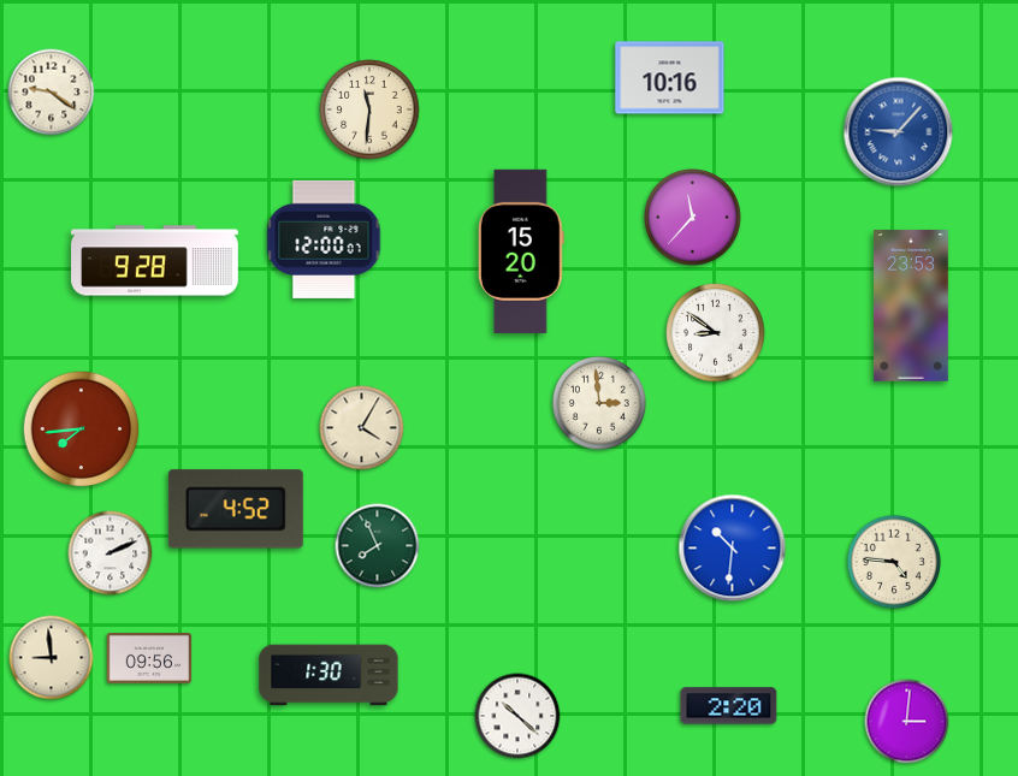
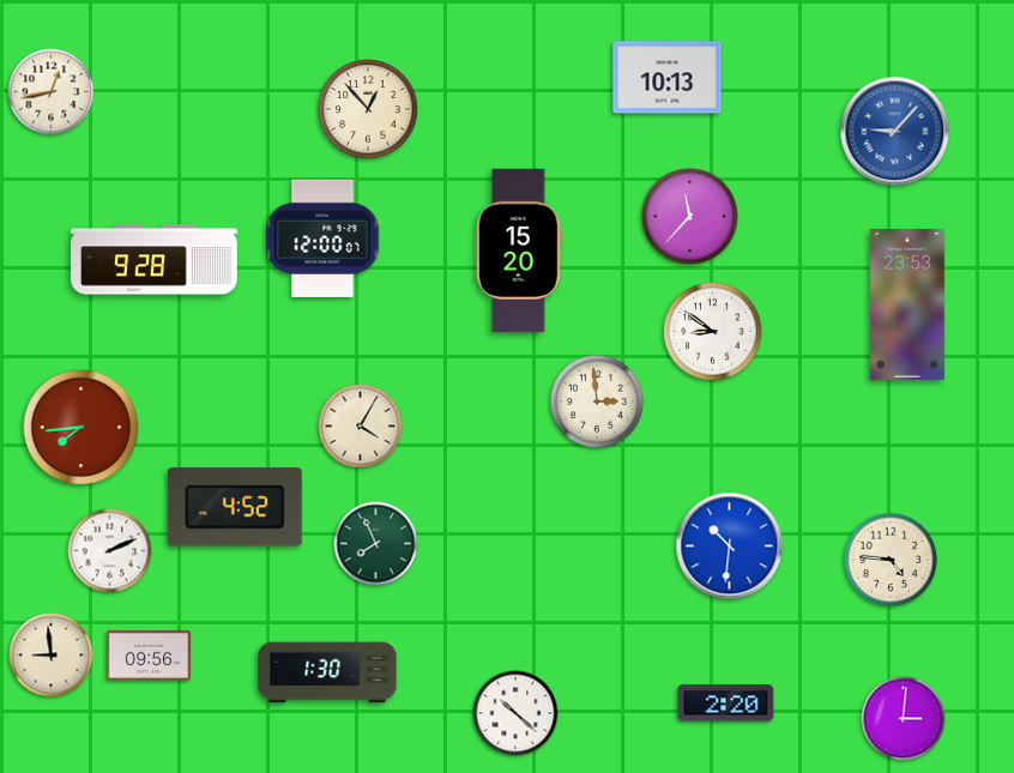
clock at (670, 78): 10:16 -> 10:13
clock at (52, 93): 9:21 -> 12:43
clock at (369, 109): 11:31 -> 12:53
